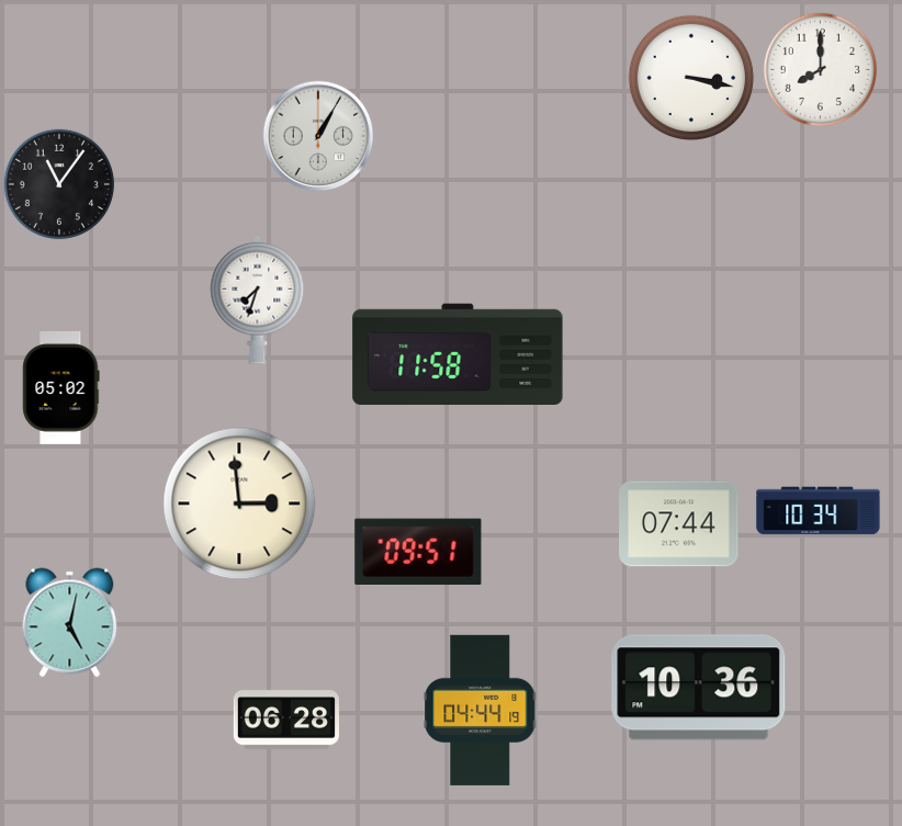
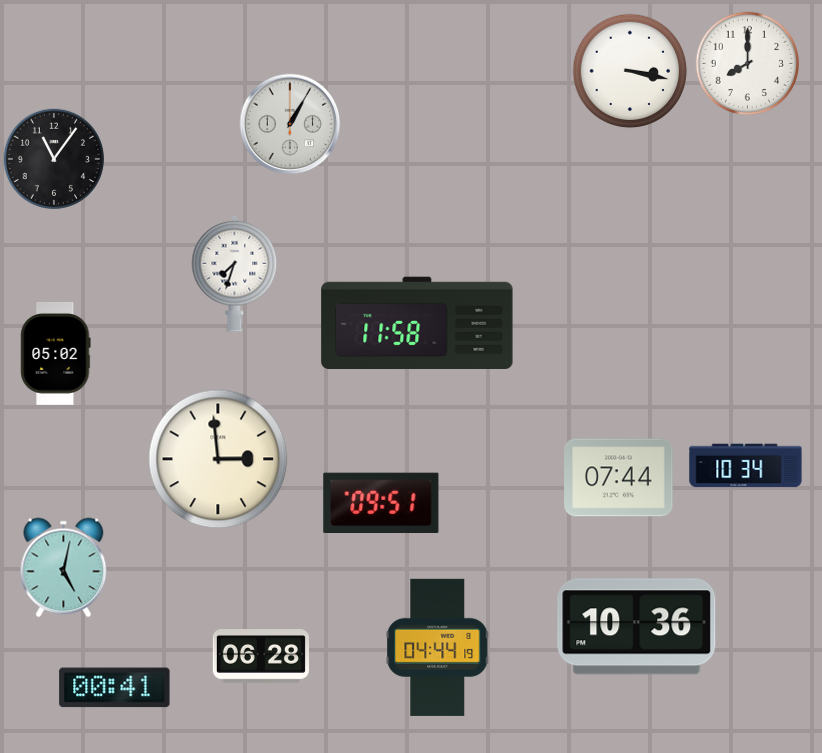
clock at (58, 183) position: (58, 183) -> (53, 158)
clock at (115, 688): none -> 00:41
